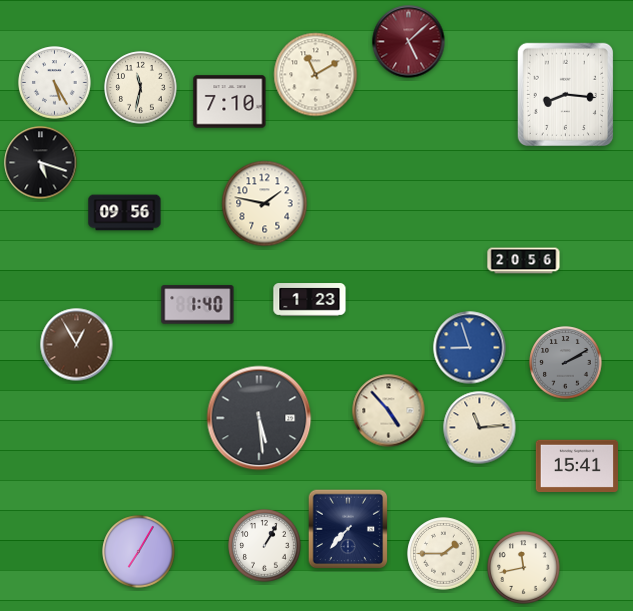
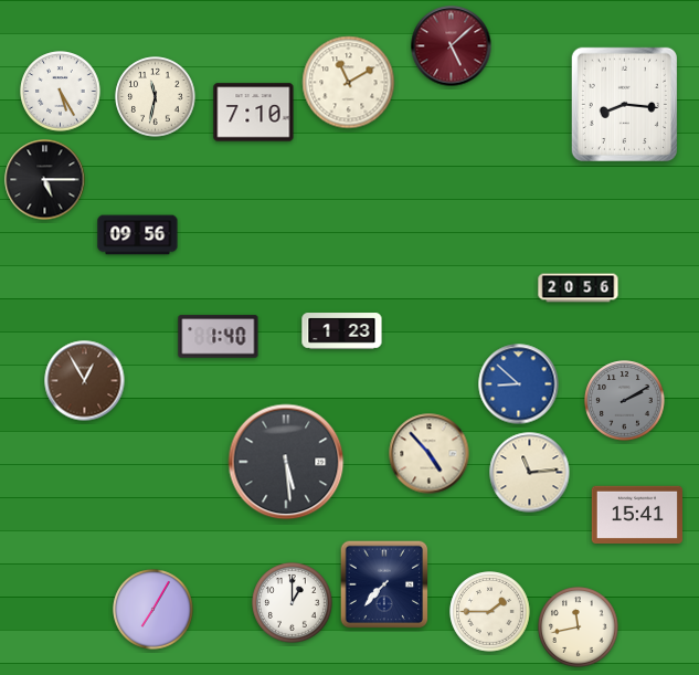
clock at (41, 163): 5:18 -> 5:15
clock at (265, 204): 1:47 -> none
clock at (470, 348): 8:57 -> 8:52
clock at (265, 546): 1:05 -> 1:00
